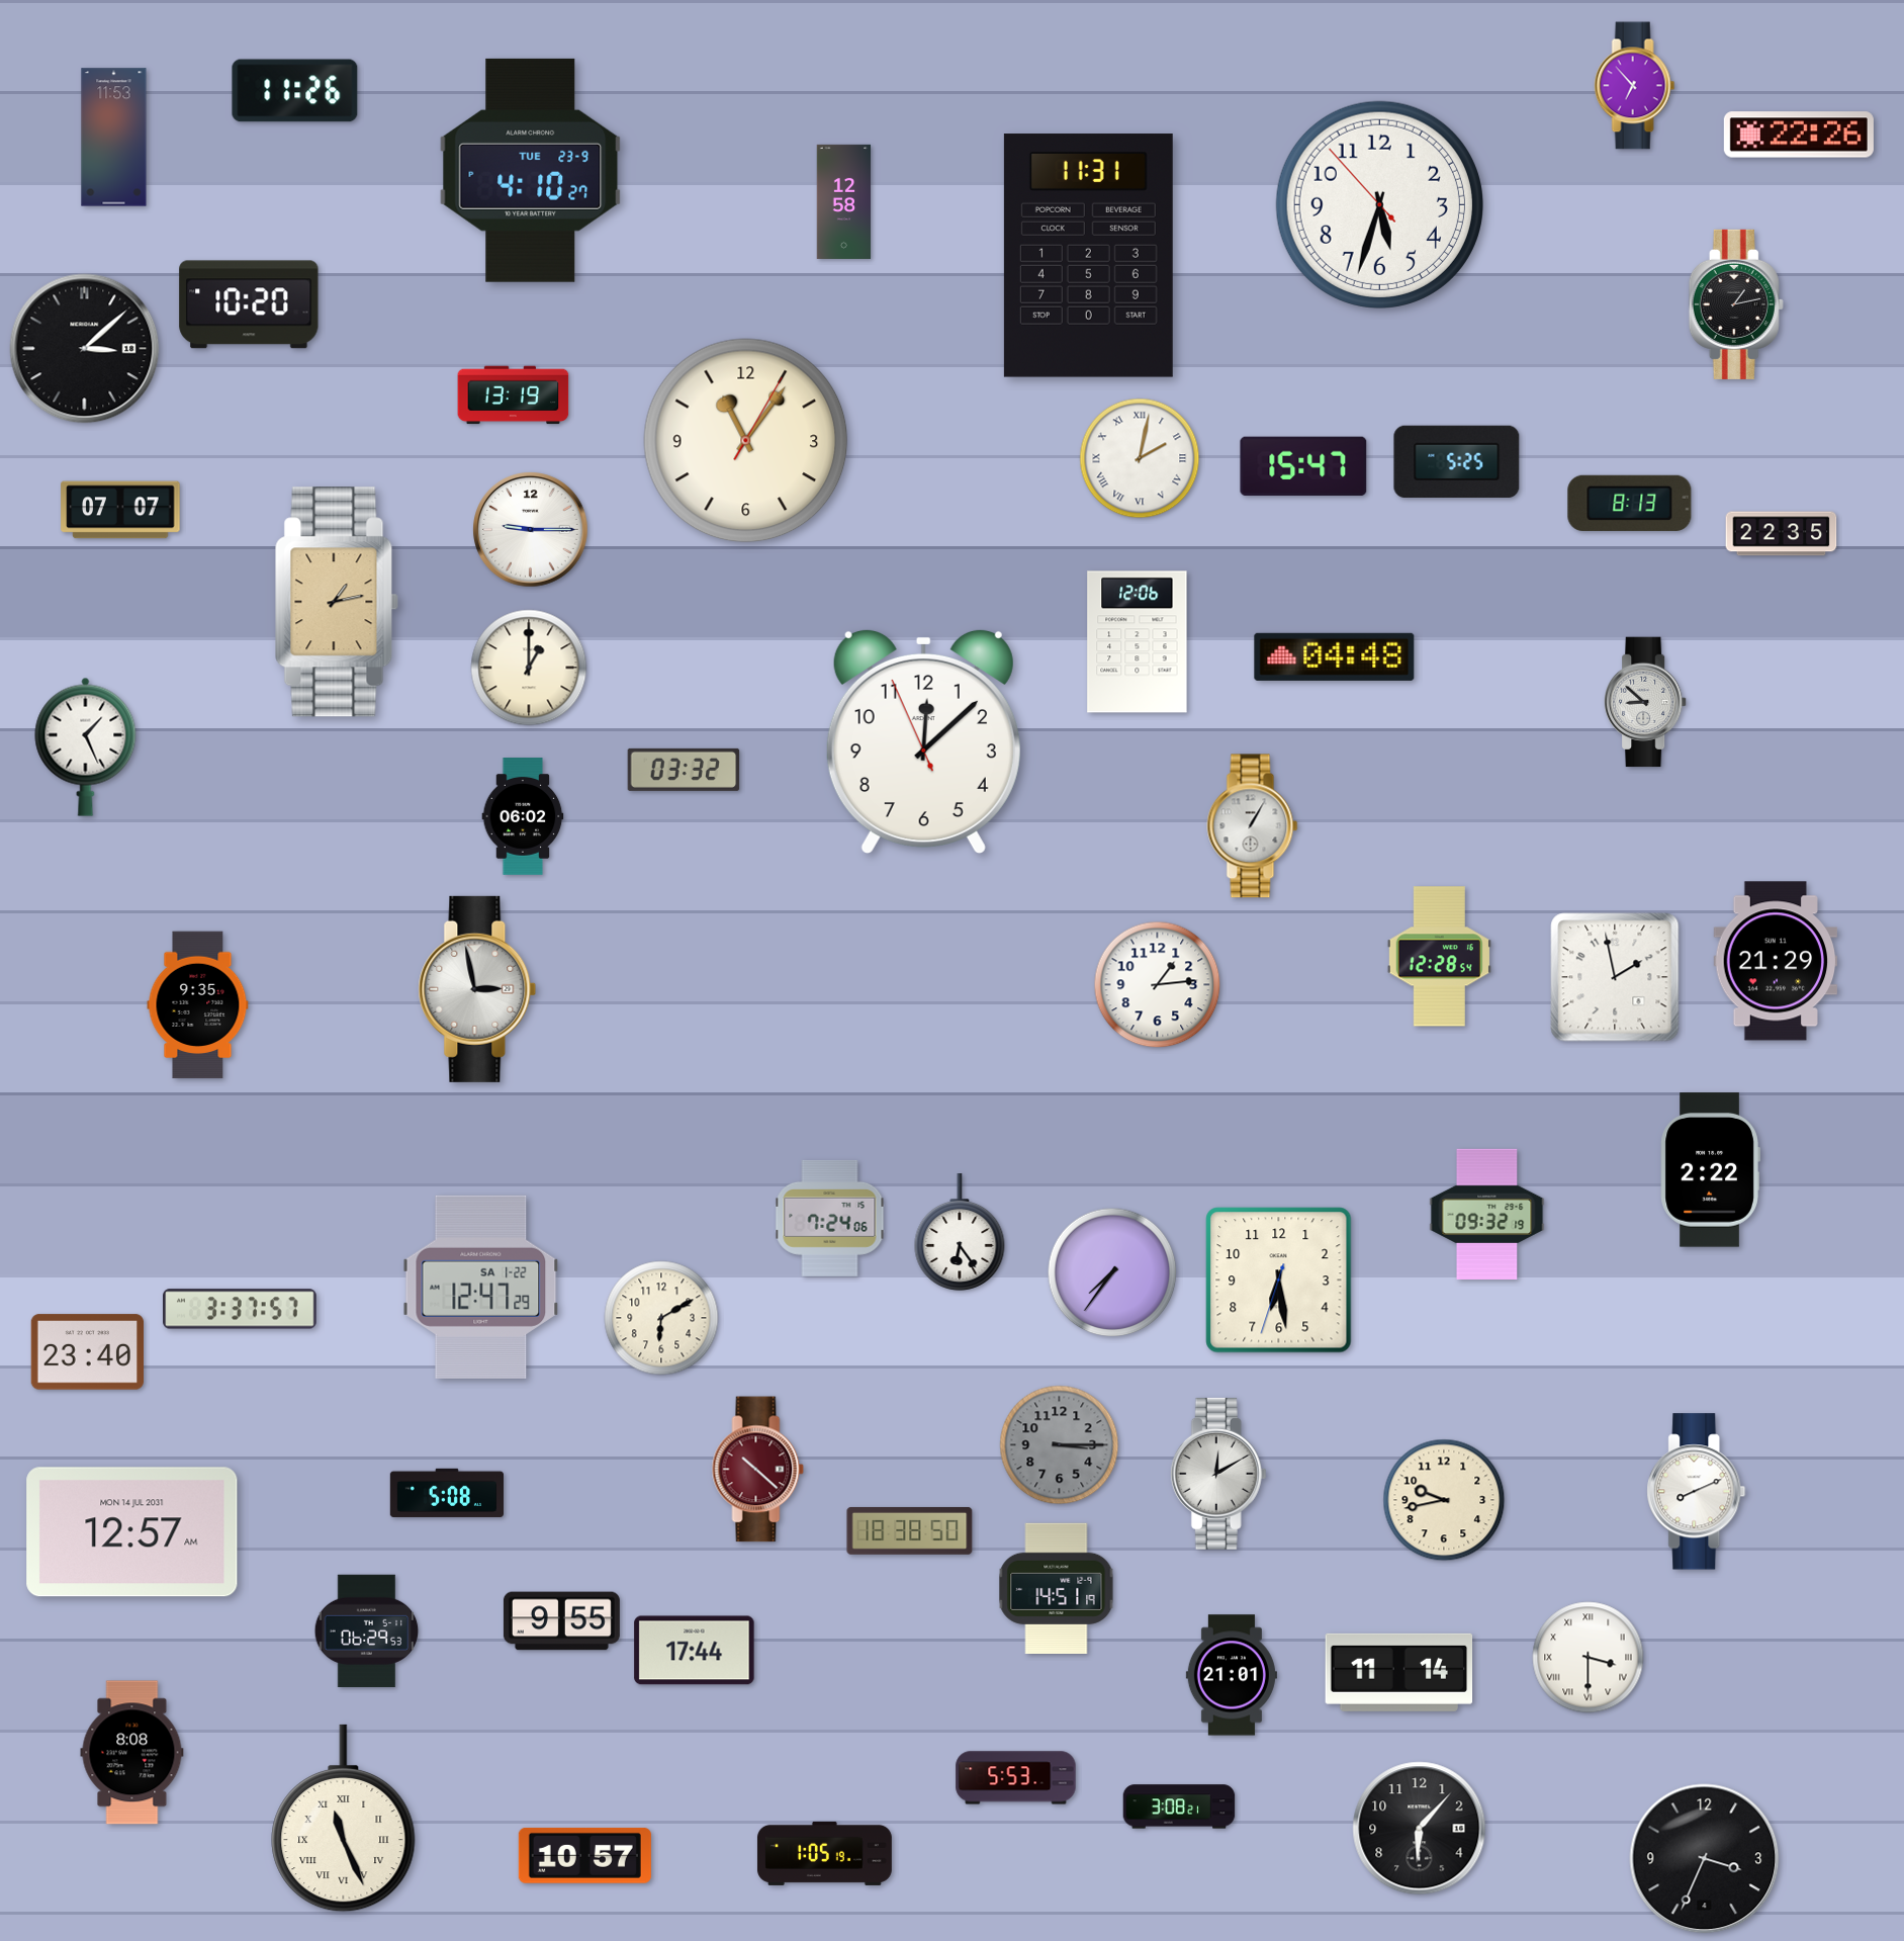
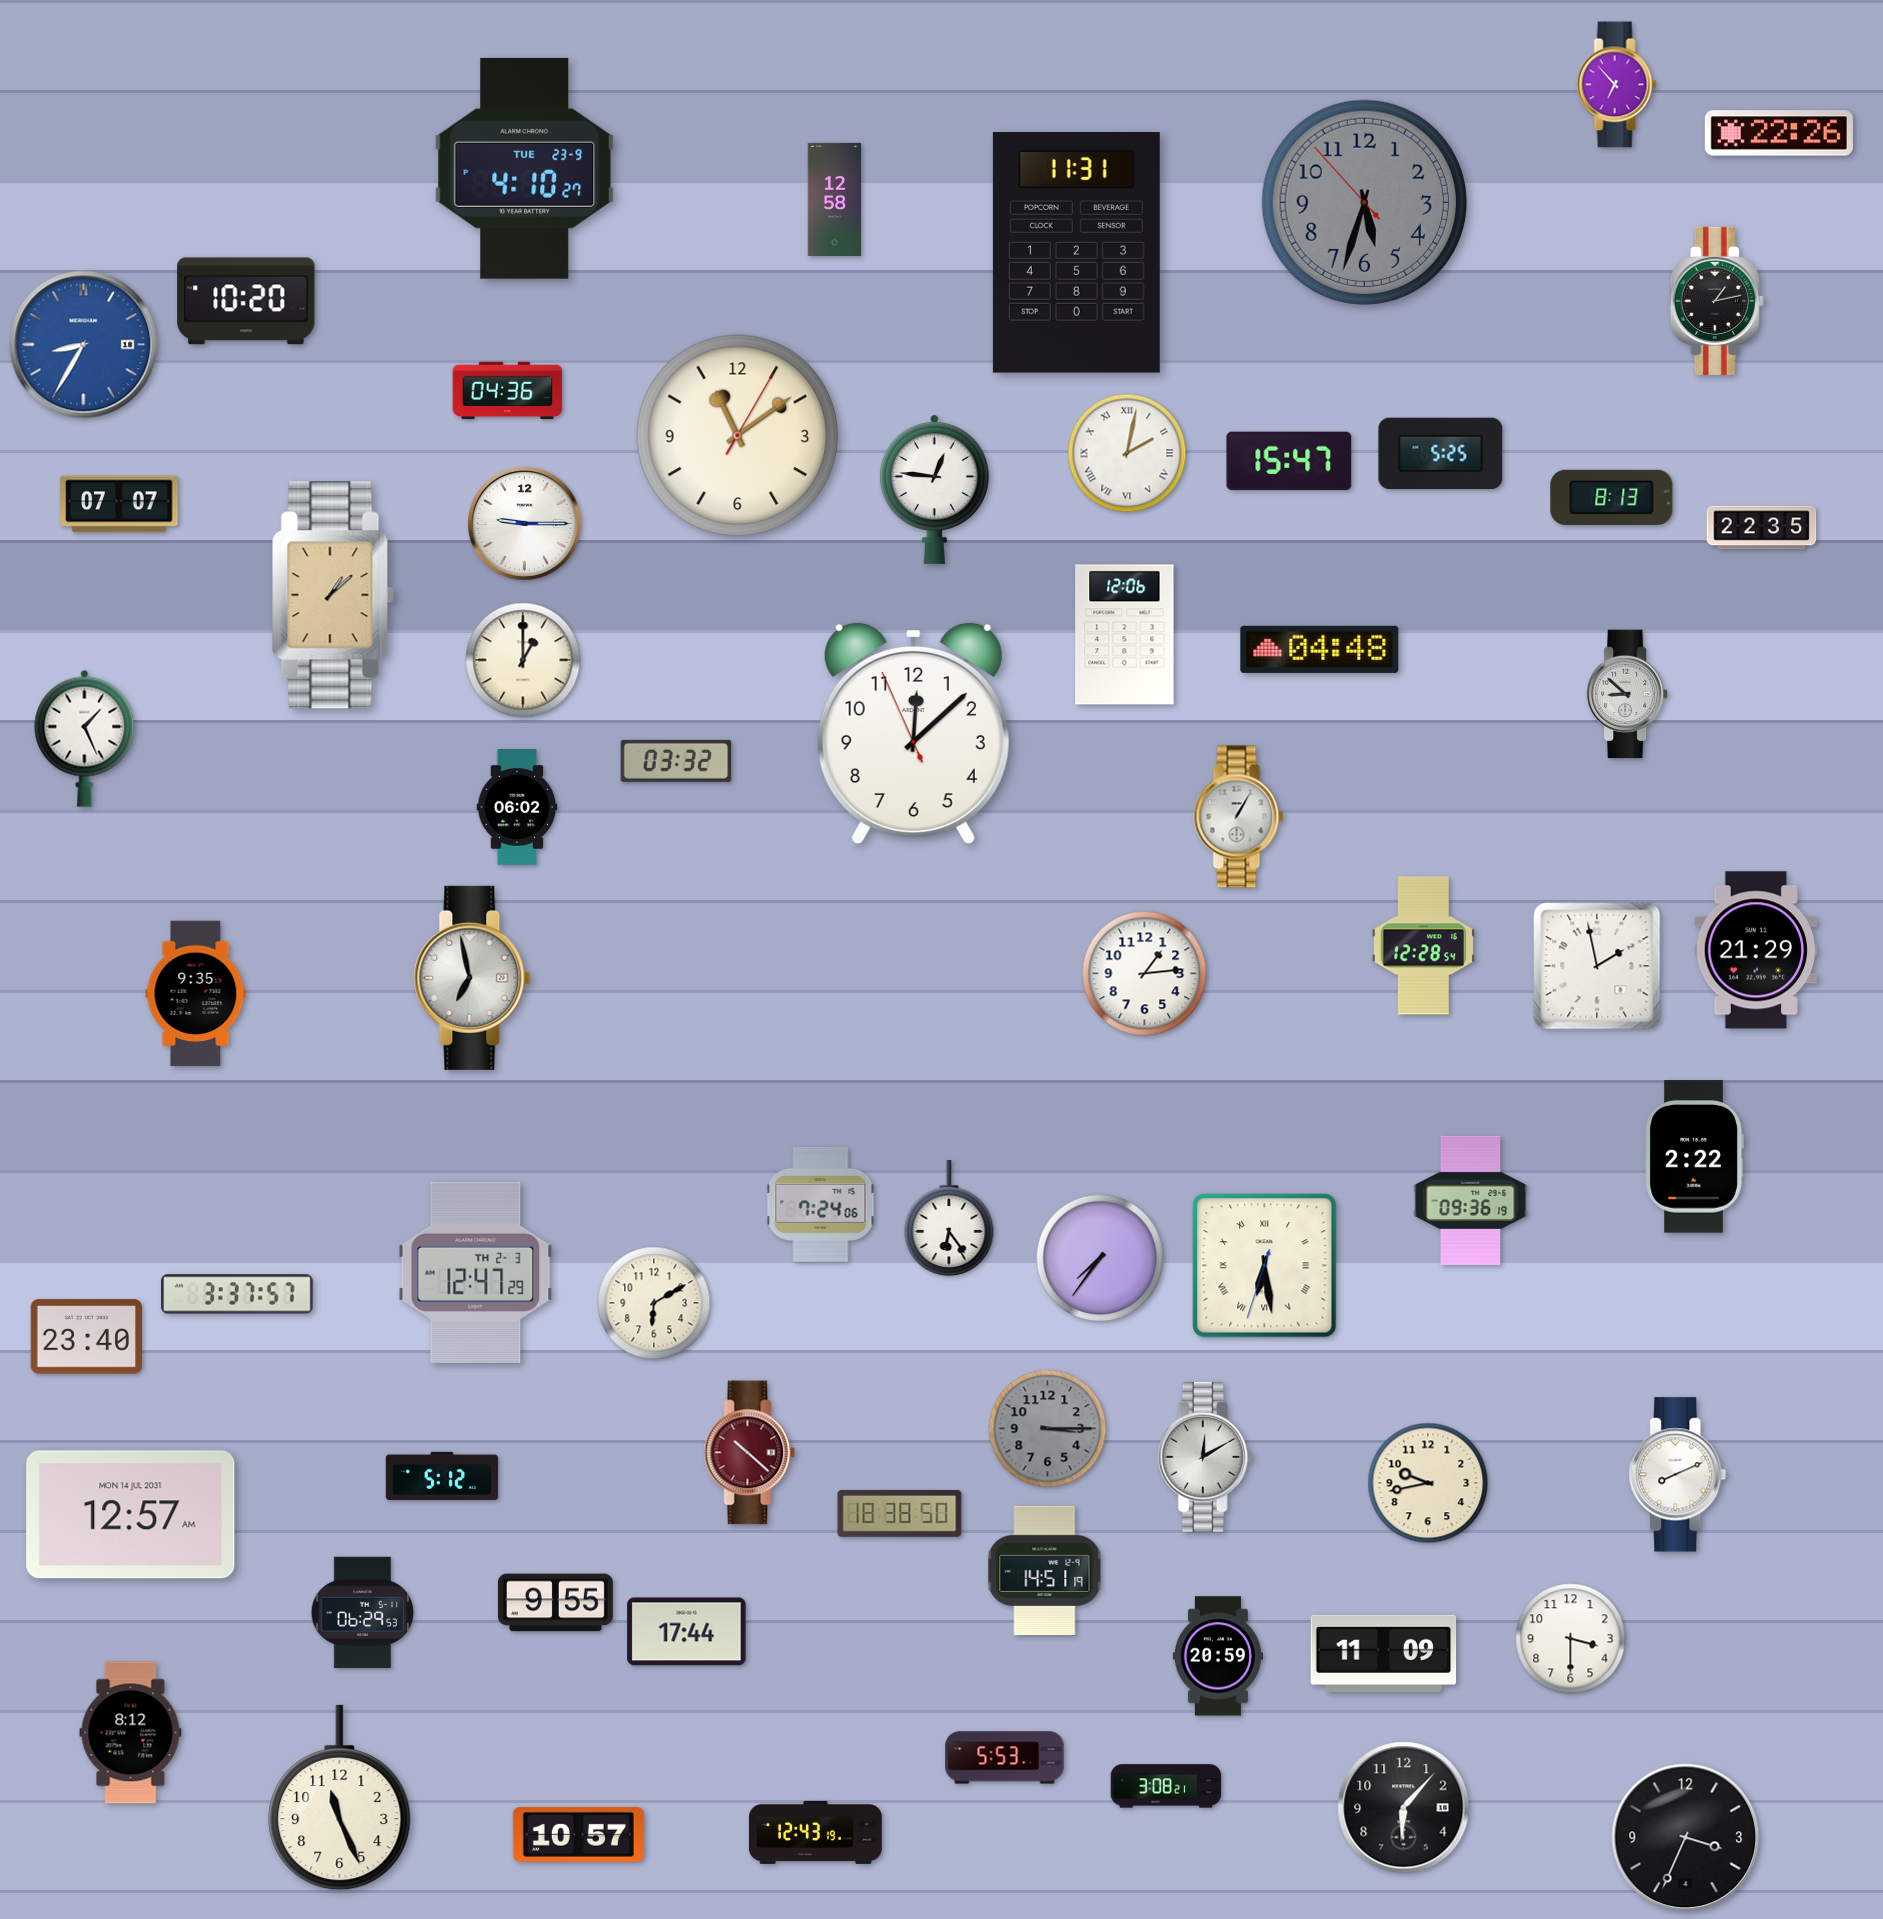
clock at (295, 91): 11:26 -> none
clock at (114, 138): 11:53 -> none
clock at (1379, 204) dial: white -> grey
clock at (85, 349): 3:08 -> 8:35
clock at (85, 349) dial: black -> blue
clock at (514, 395): 13:19 -> 04:36
clock at (746, 441): 11:06 -> 11:09
clock at (1457, 462) position: (1457, 462) -> (1441, 454)
clock at (934, 489): none -> 12:46
clock at (337, 602): 1:13 -> 1:08
clock at (477, 989): 2:58 -> 6:58
clock at (1710, 1170) position: (1710, 1170) -> (1694, 1157)
clock at (1487, 1215): 09:32 -> 09:36
clock at (1279, 1281) numerals: Arabic -> Roman
clock at (481, 1287) date: SA 1-22 -> TH 2-3
clock at (446, 1493): 5:08 -> 5:12
clock at (1589, 1658) numerals: Roman -> Arabic
clock at (1399, 1672): 11:14 -> 11:09
clock at (1232, 1675): 21:01 -> 20:59
clock at (132, 1753): 8:08 -> 8:12
clock at (344, 1819) numerals: Roman -> Arabic
clock at (824, 1853): 1:05 -> 12:43
